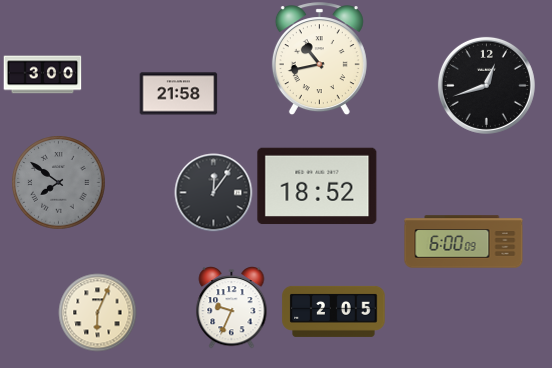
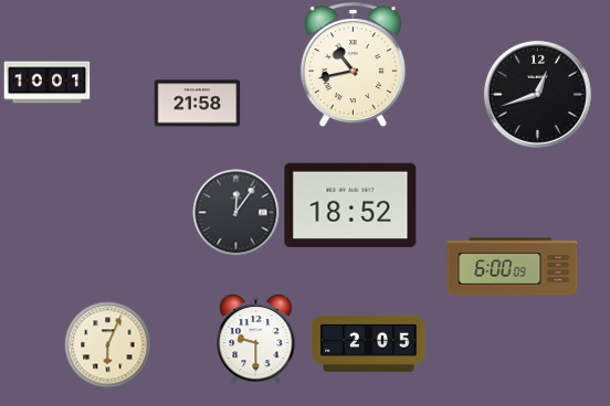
clock at (42, 75): 3:00 -> 10:01
clock at (58, 182): 7:51 -> none
clock at (232, 308): 9:34 -> 9:30
